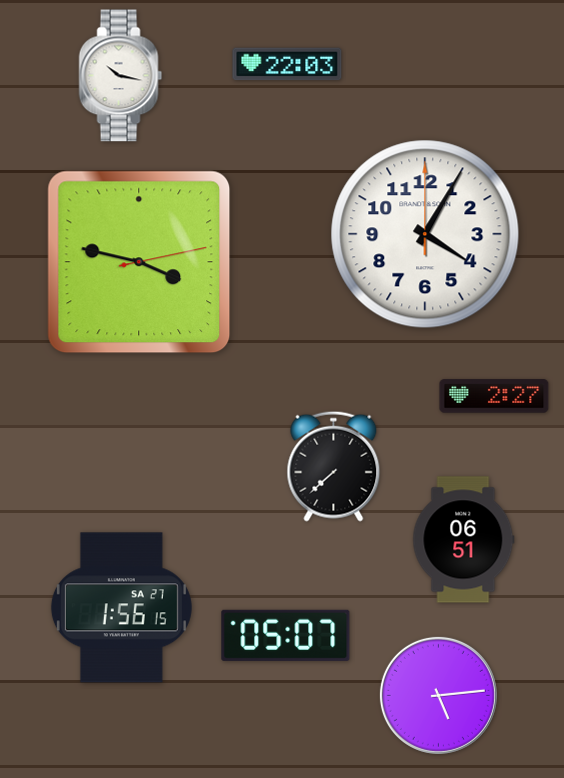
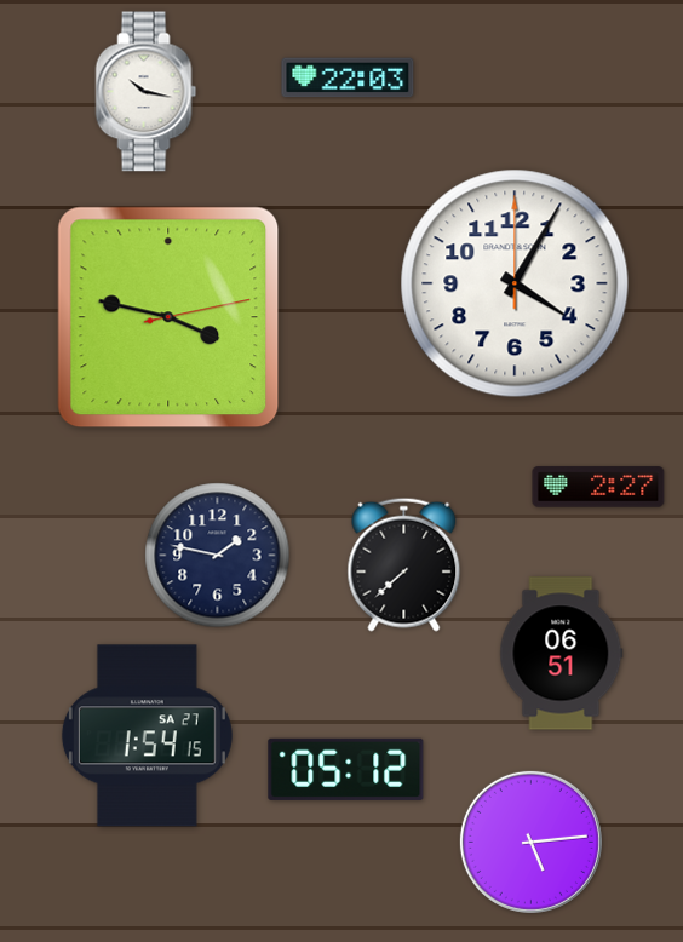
clock at (494, 396) position: (494, 396) -> (598, 487)
clock at (218, 556): none -> 1:47
clock at (121, 608): 1:56 -> 1:54
clock at (286, 635): 05:07 -> 05:12
